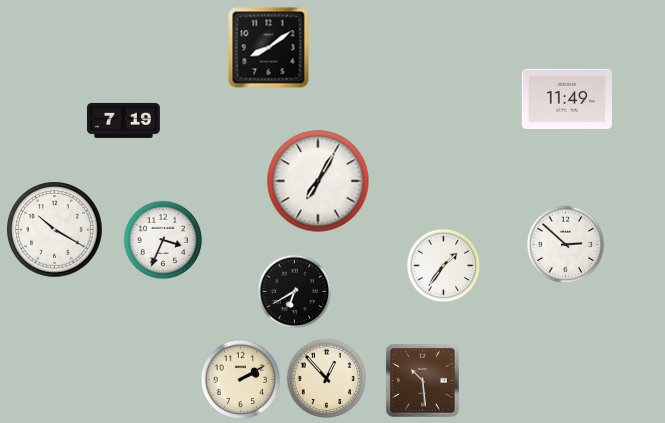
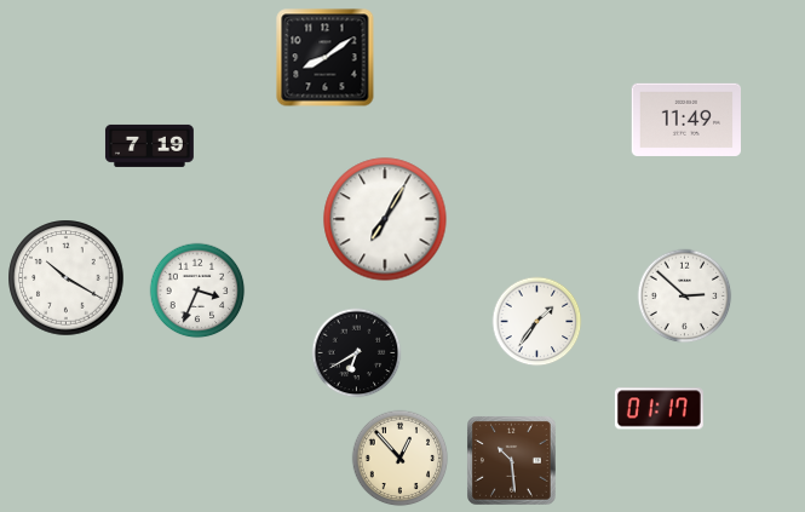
clock at (659, 409): none -> 01:17
clock at (327, 379) position: (327, 379) -> (401, 459)
clock at (241, 380): 2:10 -> none
